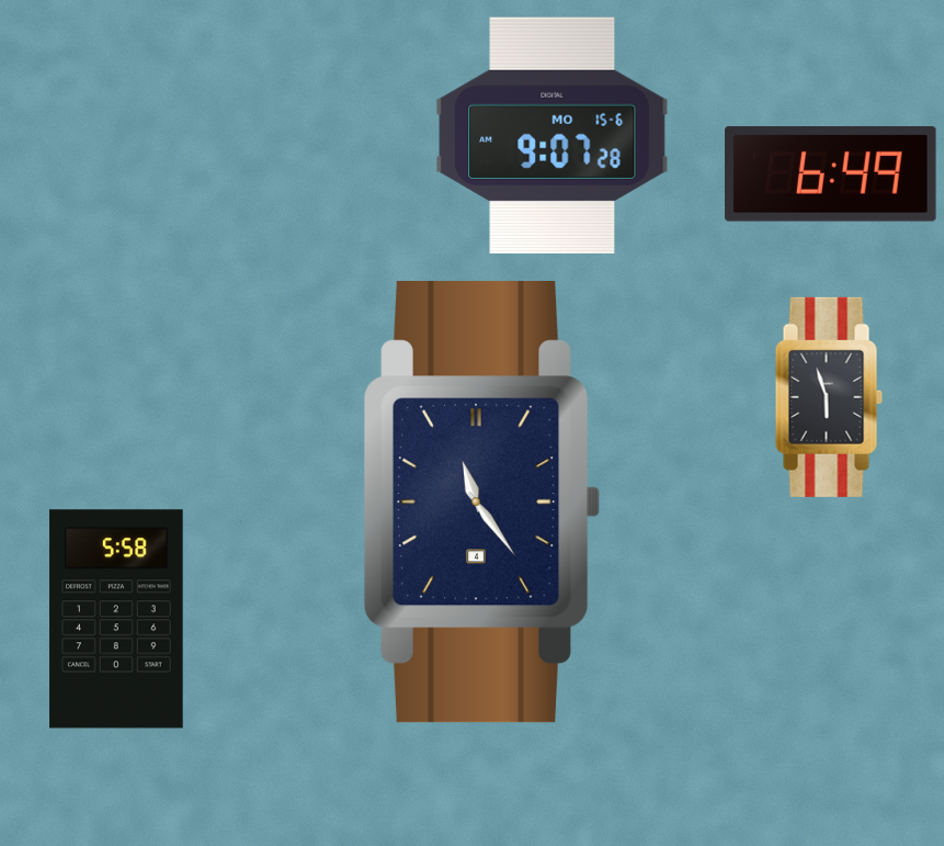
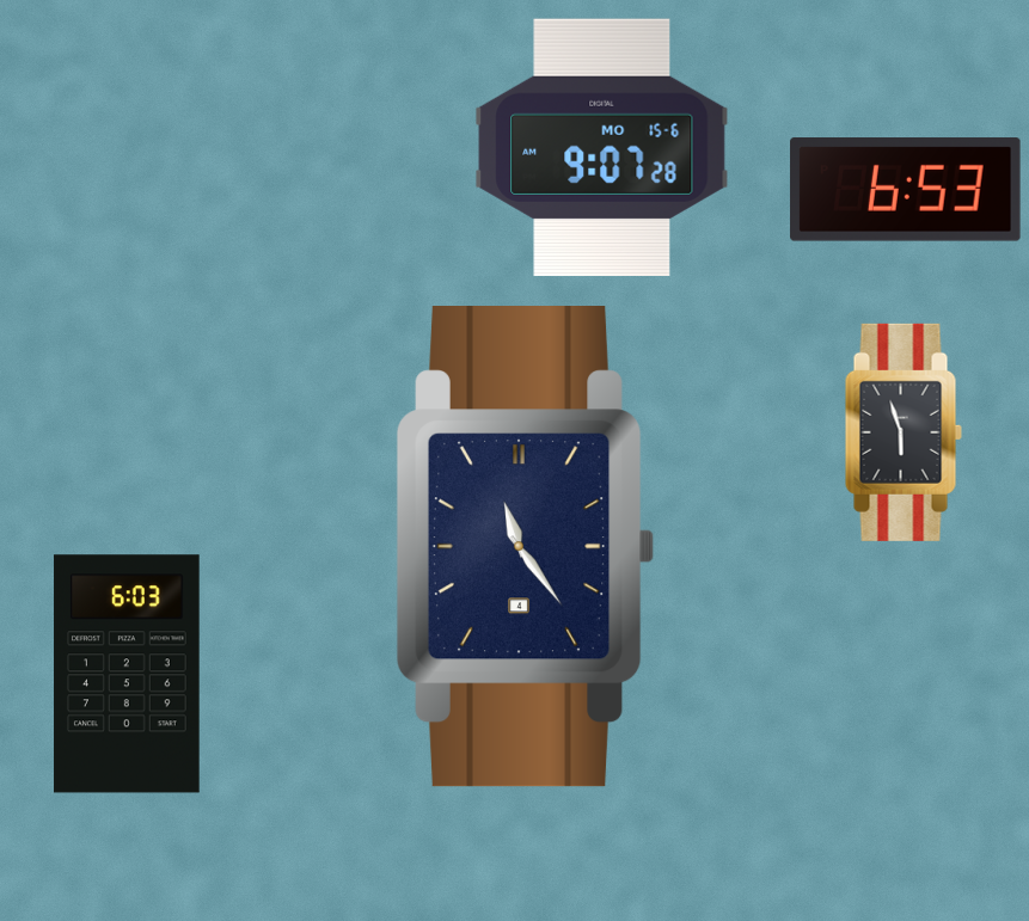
clock at (831, 174): 6:49 -> 6:53
clock at (116, 619): 5:58 -> 6:03
